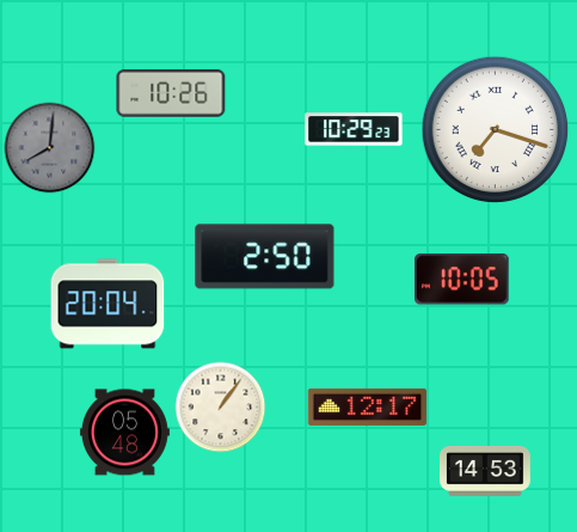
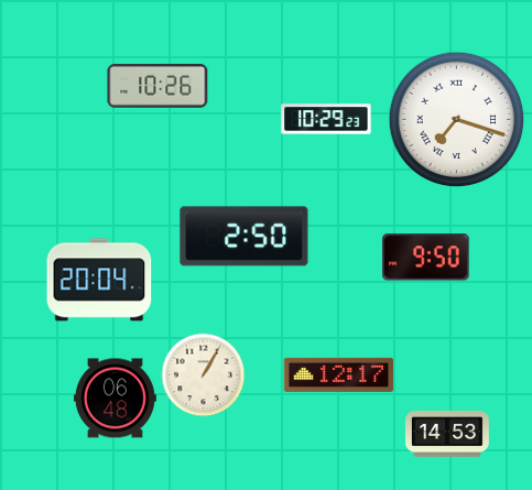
clock at (50, 148): 8:01 -> none
clock at (462, 280): 10:05 -> 9:50
clock at (221, 408): 1:06 -> 1:05
clock at (124, 433): 05:48 -> 06:48
